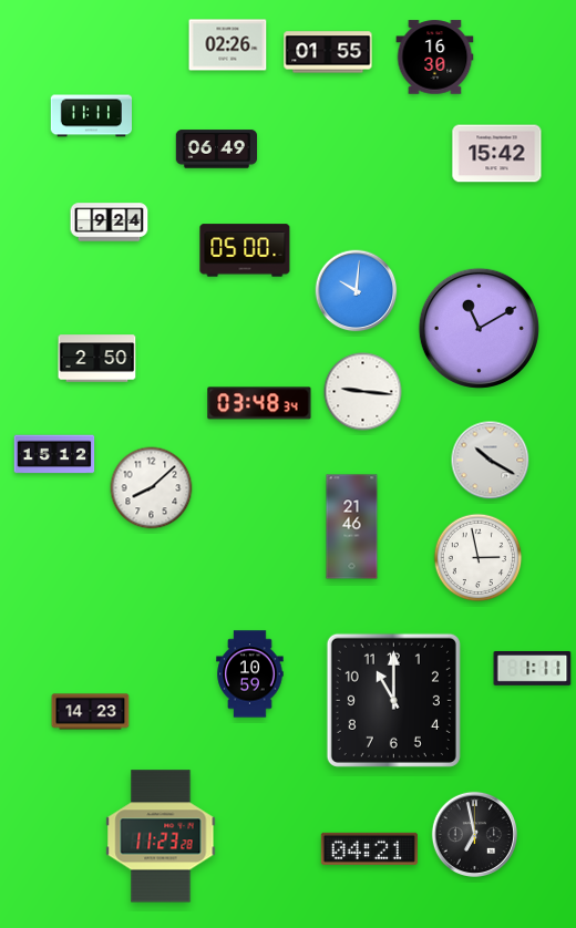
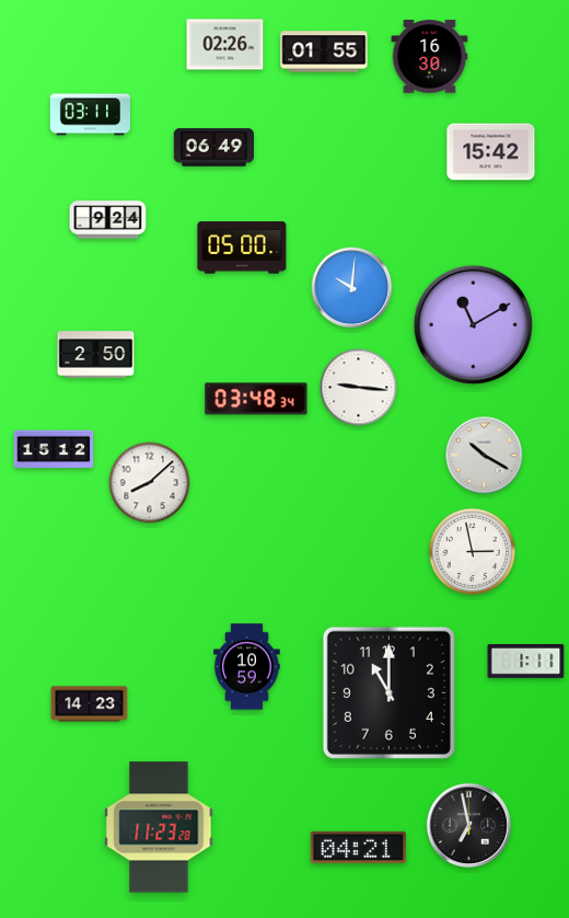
clock at (91, 116): 11:11 -> 03:11
clock at (352, 527): 21:46 -> none
clock at (369, 848) position: (369, 848) -> (358, 847)
